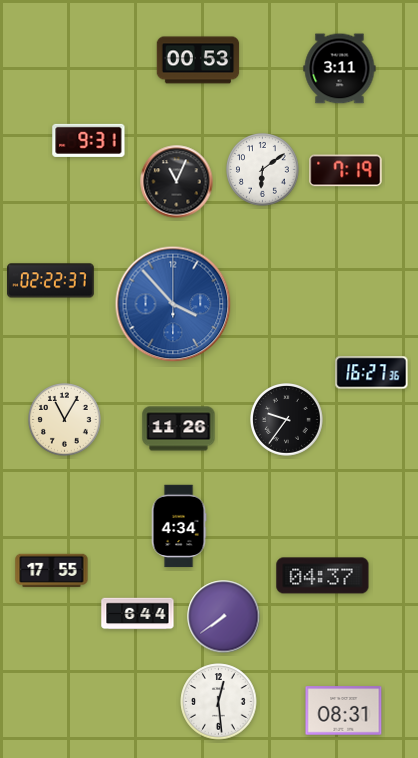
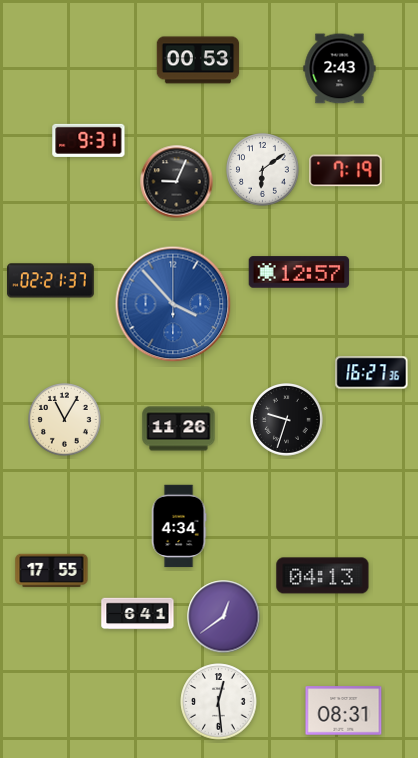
clock at (340, 69): 3:11 -> 2:43
clock at (177, 182): 11:04 -> 9:04
clock at (299, 272): none -> 12:57
clock at (51, 281): 02:22 -> 02:21
clock at (287, 420): 9:36 -> 9:33
clock at (323, 576): 04:37 -> 04:13
clock at (138, 614): 6:44 -> 6:41
clock at (224, 617): 7:39 -> 12:39
